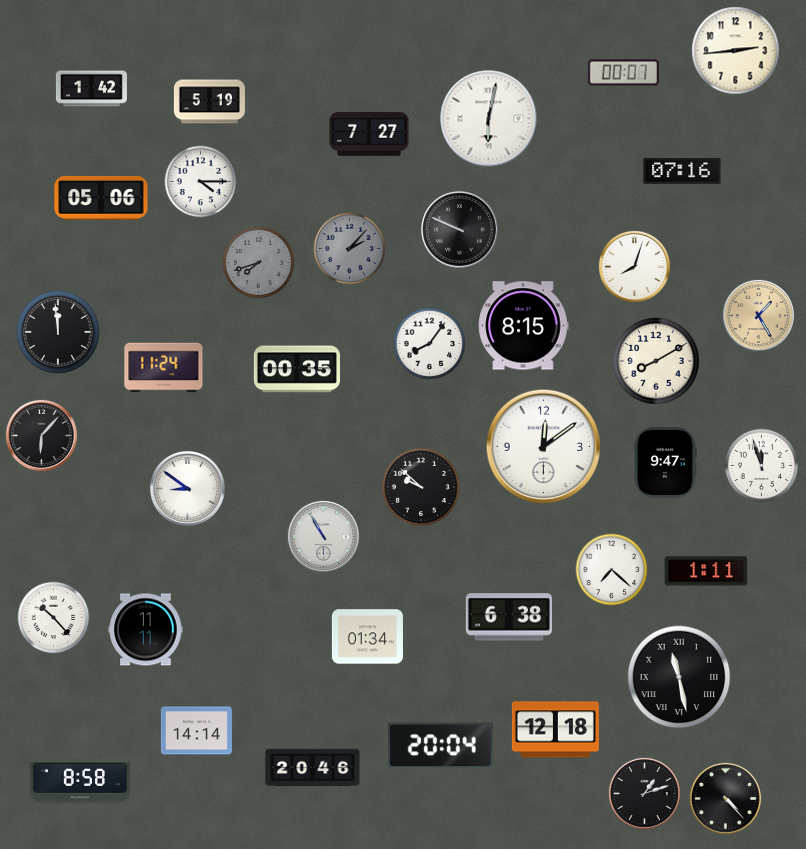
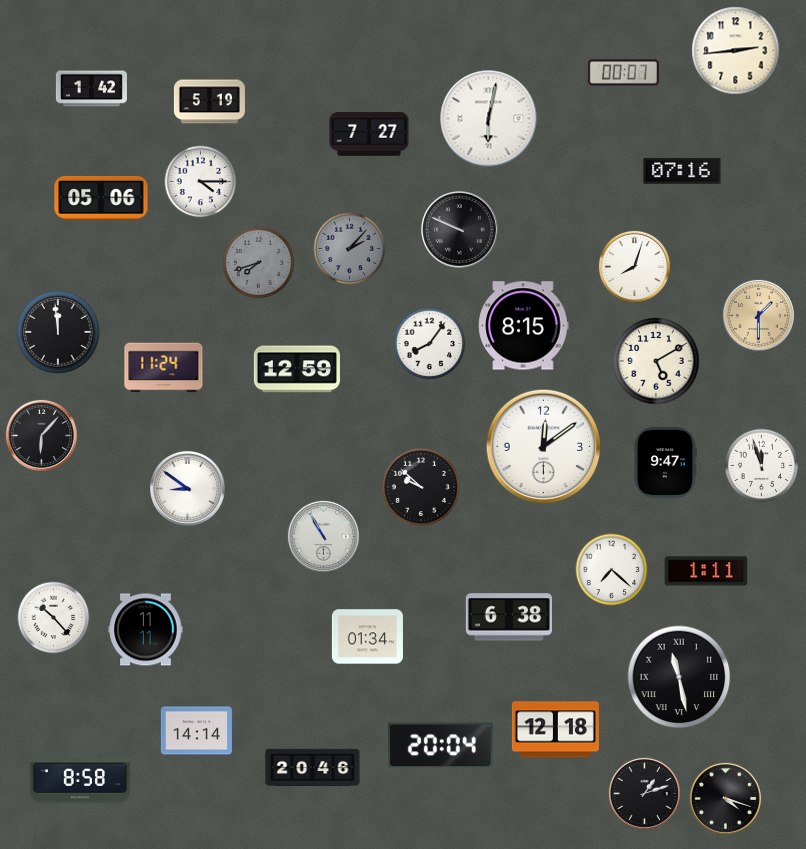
clock at (758, 315): 1:25 -> 1:30
clock at (656, 361): 8:10 -> 5:10
clock at (297, 369): 00:35 -> 12:59
clock at (725, 798): 4:23 -> 4:18
